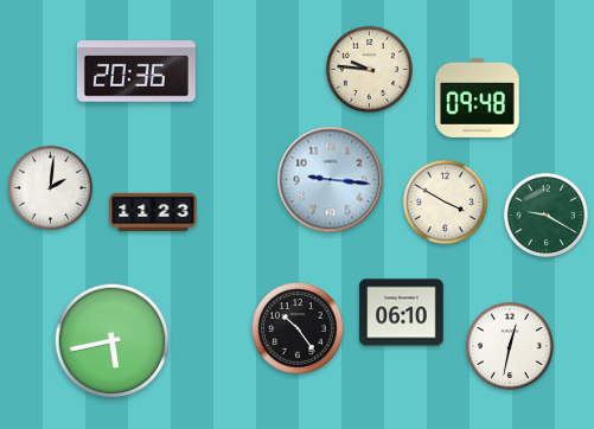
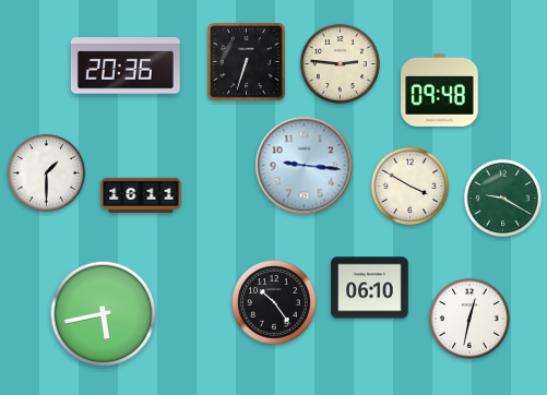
clock at (247, 62): none -> 6:33
clock at (369, 69): 9:46 -> 2:46
clock at (50, 187): 2:01 -> 1:30
clock at (153, 212): 11:23 -> 16:11
